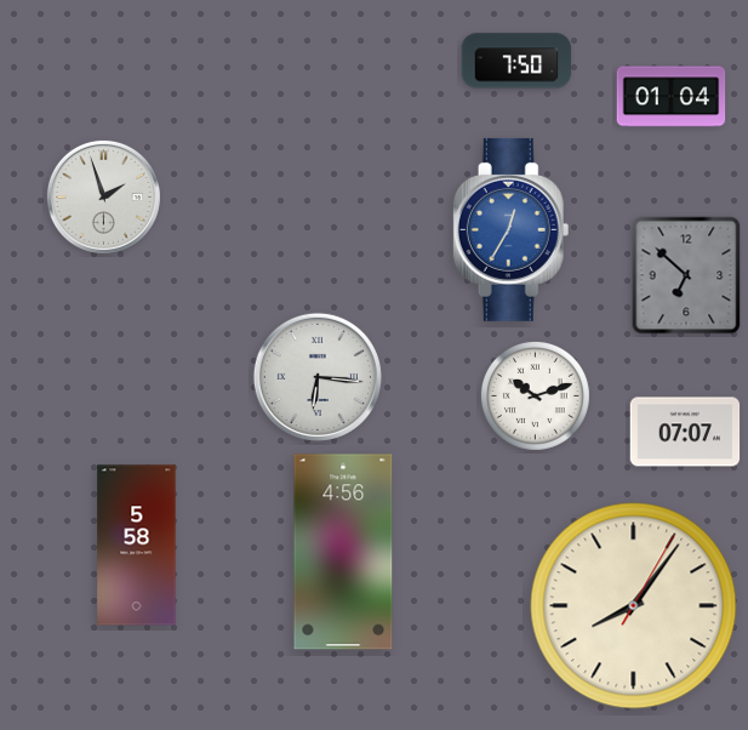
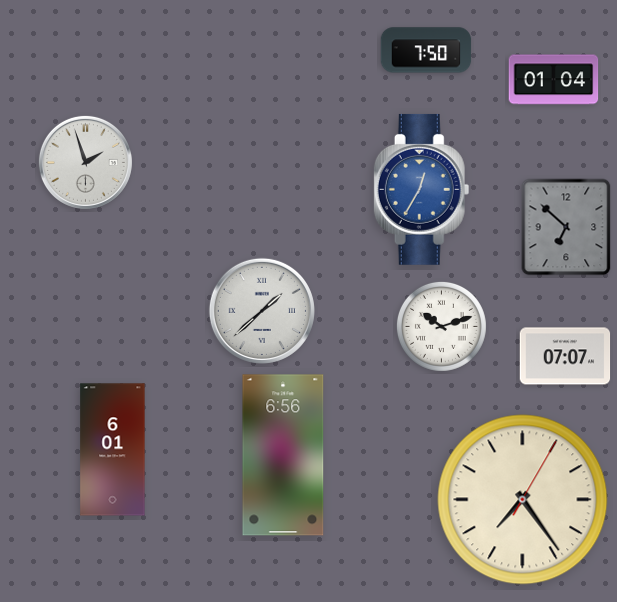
clock at (318, 377): 6:16 -> 1:38
clock at (137, 546): 5:58 -> 6:01
clock at (343, 552): 4:56 -> 6:56
clock at (634, 606): 8:06 -> 7:24
